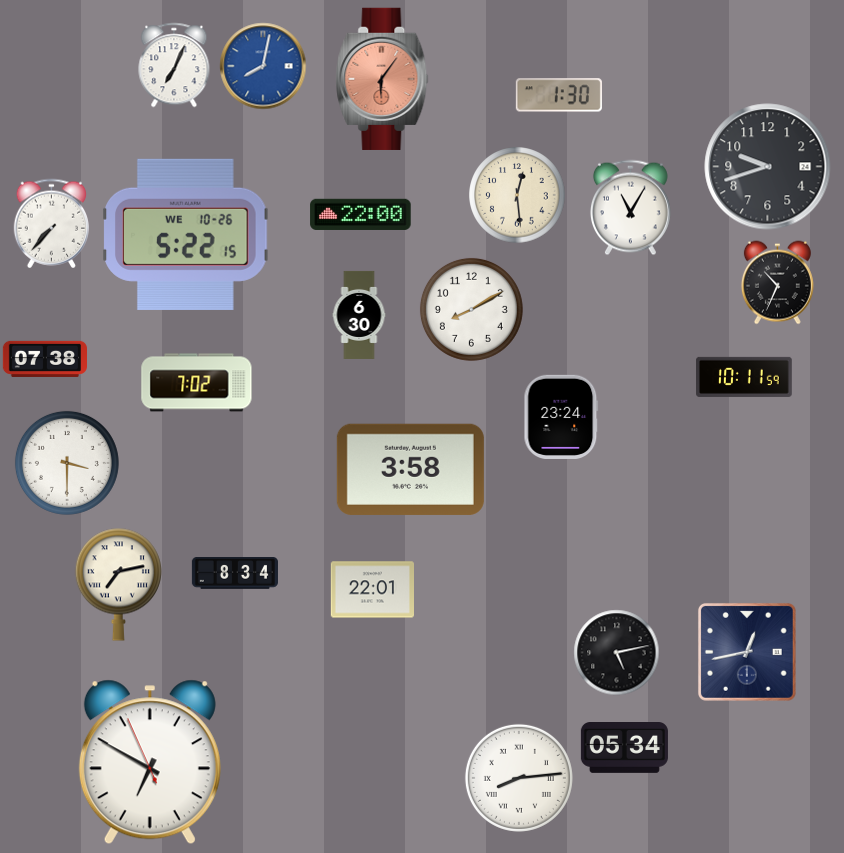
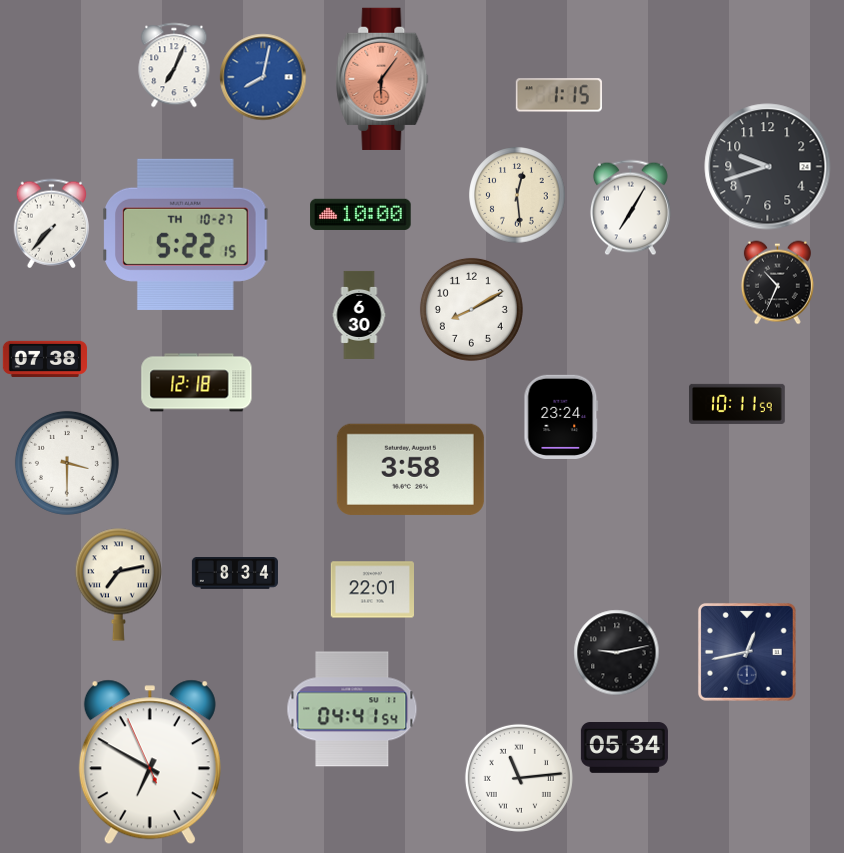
clock at (263, 66) position: (263, 66) -> (263, 77)
clock at (559, 95): 1:30 -> 1:15
clock at (630, 207): 11:05 -> 7:05
clock at (361, 214): 22:00 -> 10:00
clock at (186, 234) date: WE 10-26 -> TH 10-27
clock at (744, 377) position: (744, 377) -> (737, 404)
clock at (197, 383): 7:02 -> 12:18
clock at (616, 652): 5:13 -> 9:13
clock at (352, 709): none -> 04:41
clock at (519, 778): 8:14 -> 11:14
